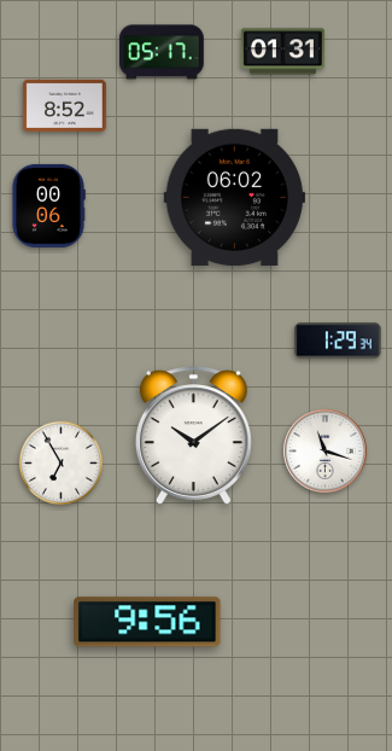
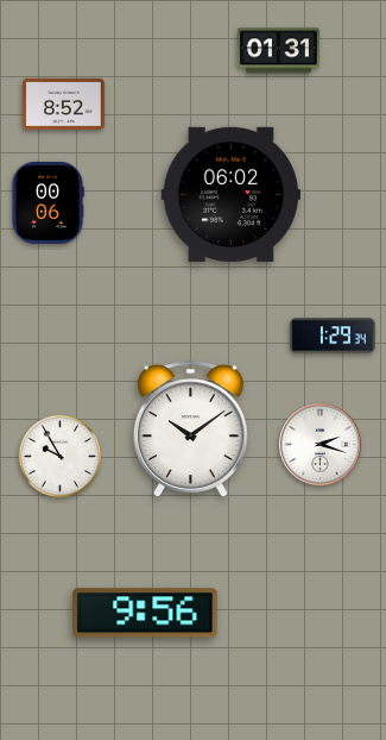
clock at (162, 52): 05:17 -> none
clock at (326, 452): 11:18 -> 2:18
clock at (62, 464): 6:55 -> 9:55
